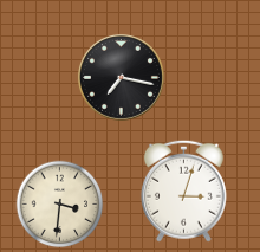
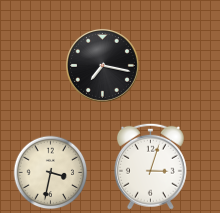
clock at (183, 190) position: (183, 190) -> (150, 166)
clock at (60, 205): 3:31 -> 3:32
